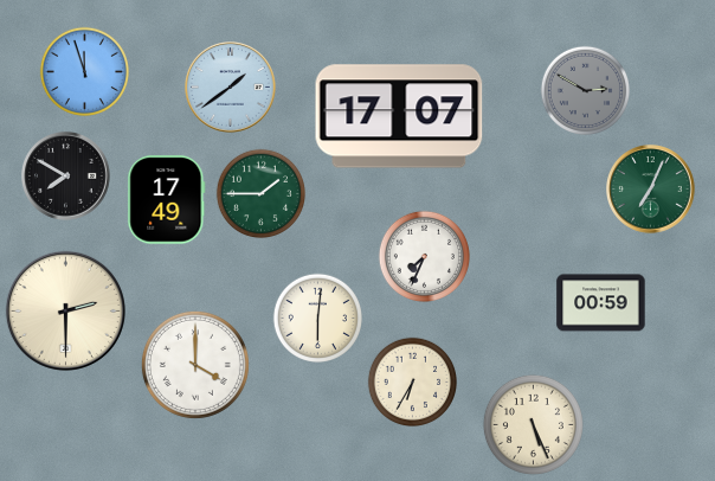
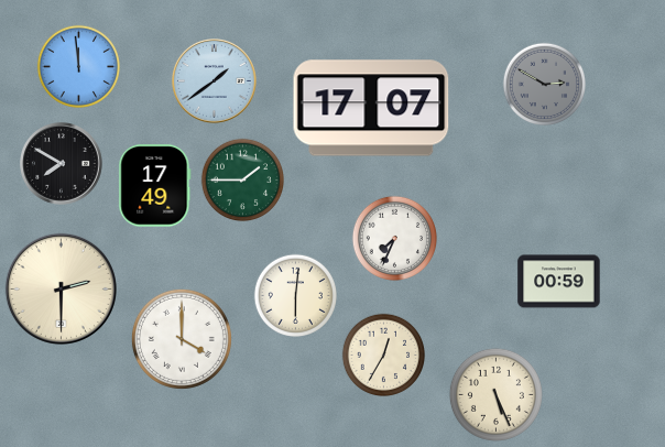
clock at (84, 71): 11:57 -> 11:59
clock at (651, 190): 7:04 -> none
clock at (412, 381): 6:35 -> 12:35
